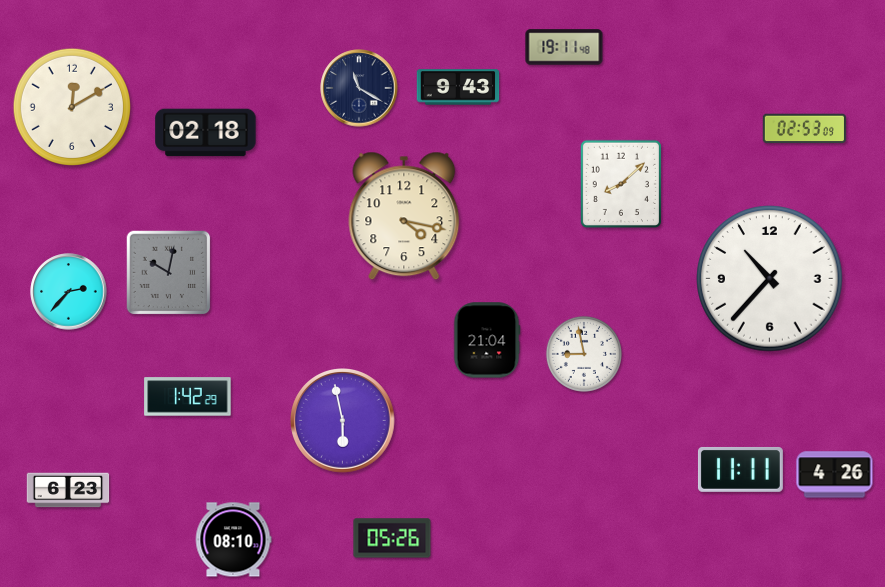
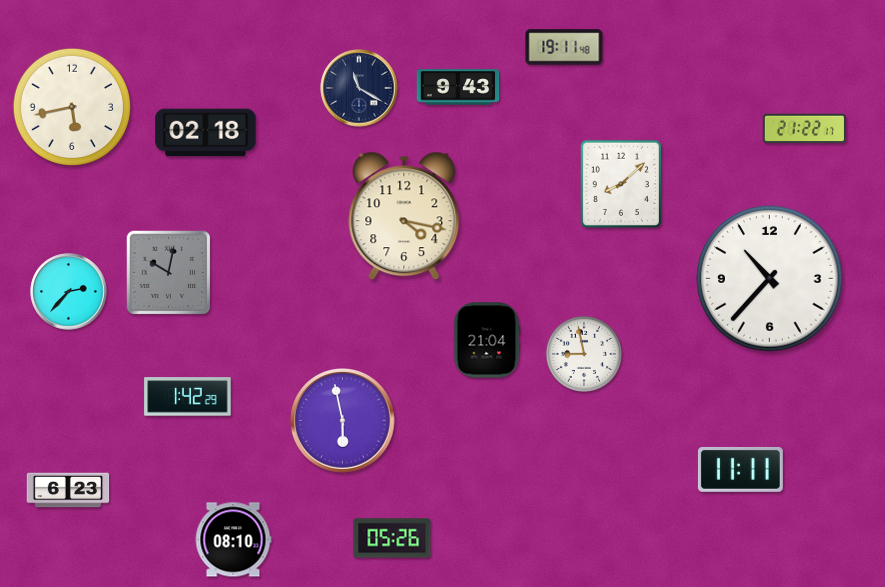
clock at (72, 107): 12:10 -> 5:43
clock at (804, 129): 02:53 -> 21:22
clock at (835, 475): 4:26 -> none
